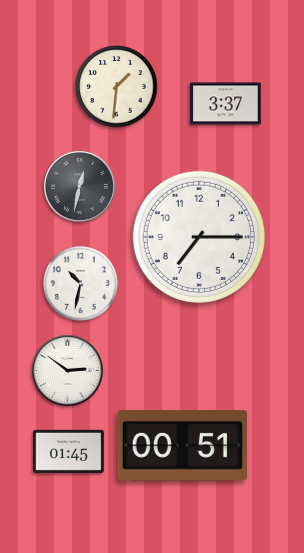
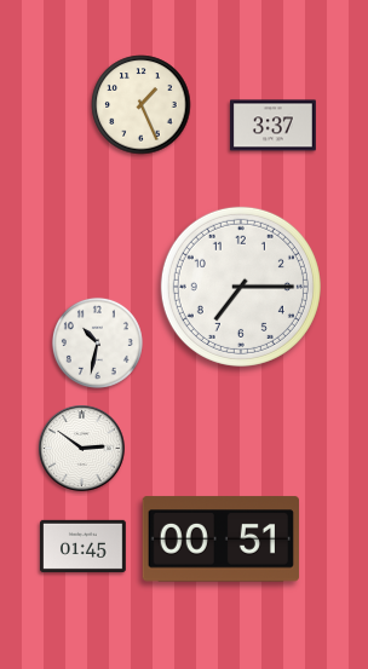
clock at (117, 87): 1:31 -> 1:26
clock at (80, 187): 12:32 -> none
